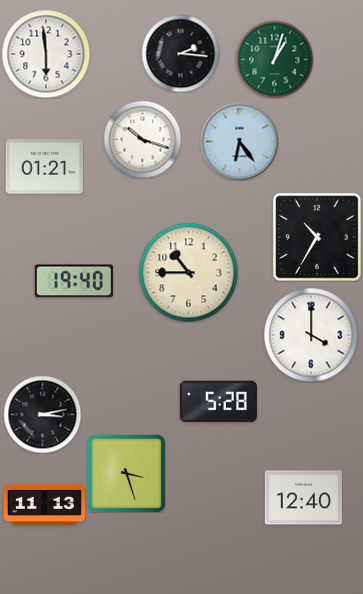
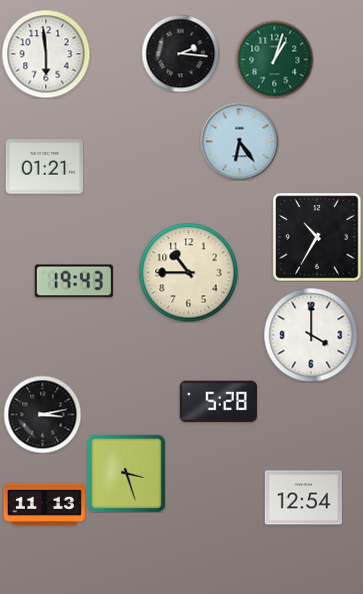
clock at (142, 139): 10:18 -> none
clock at (74, 281): 19:40 -> 19:43
clock at (303, 498): 12:40 -> 12:54
